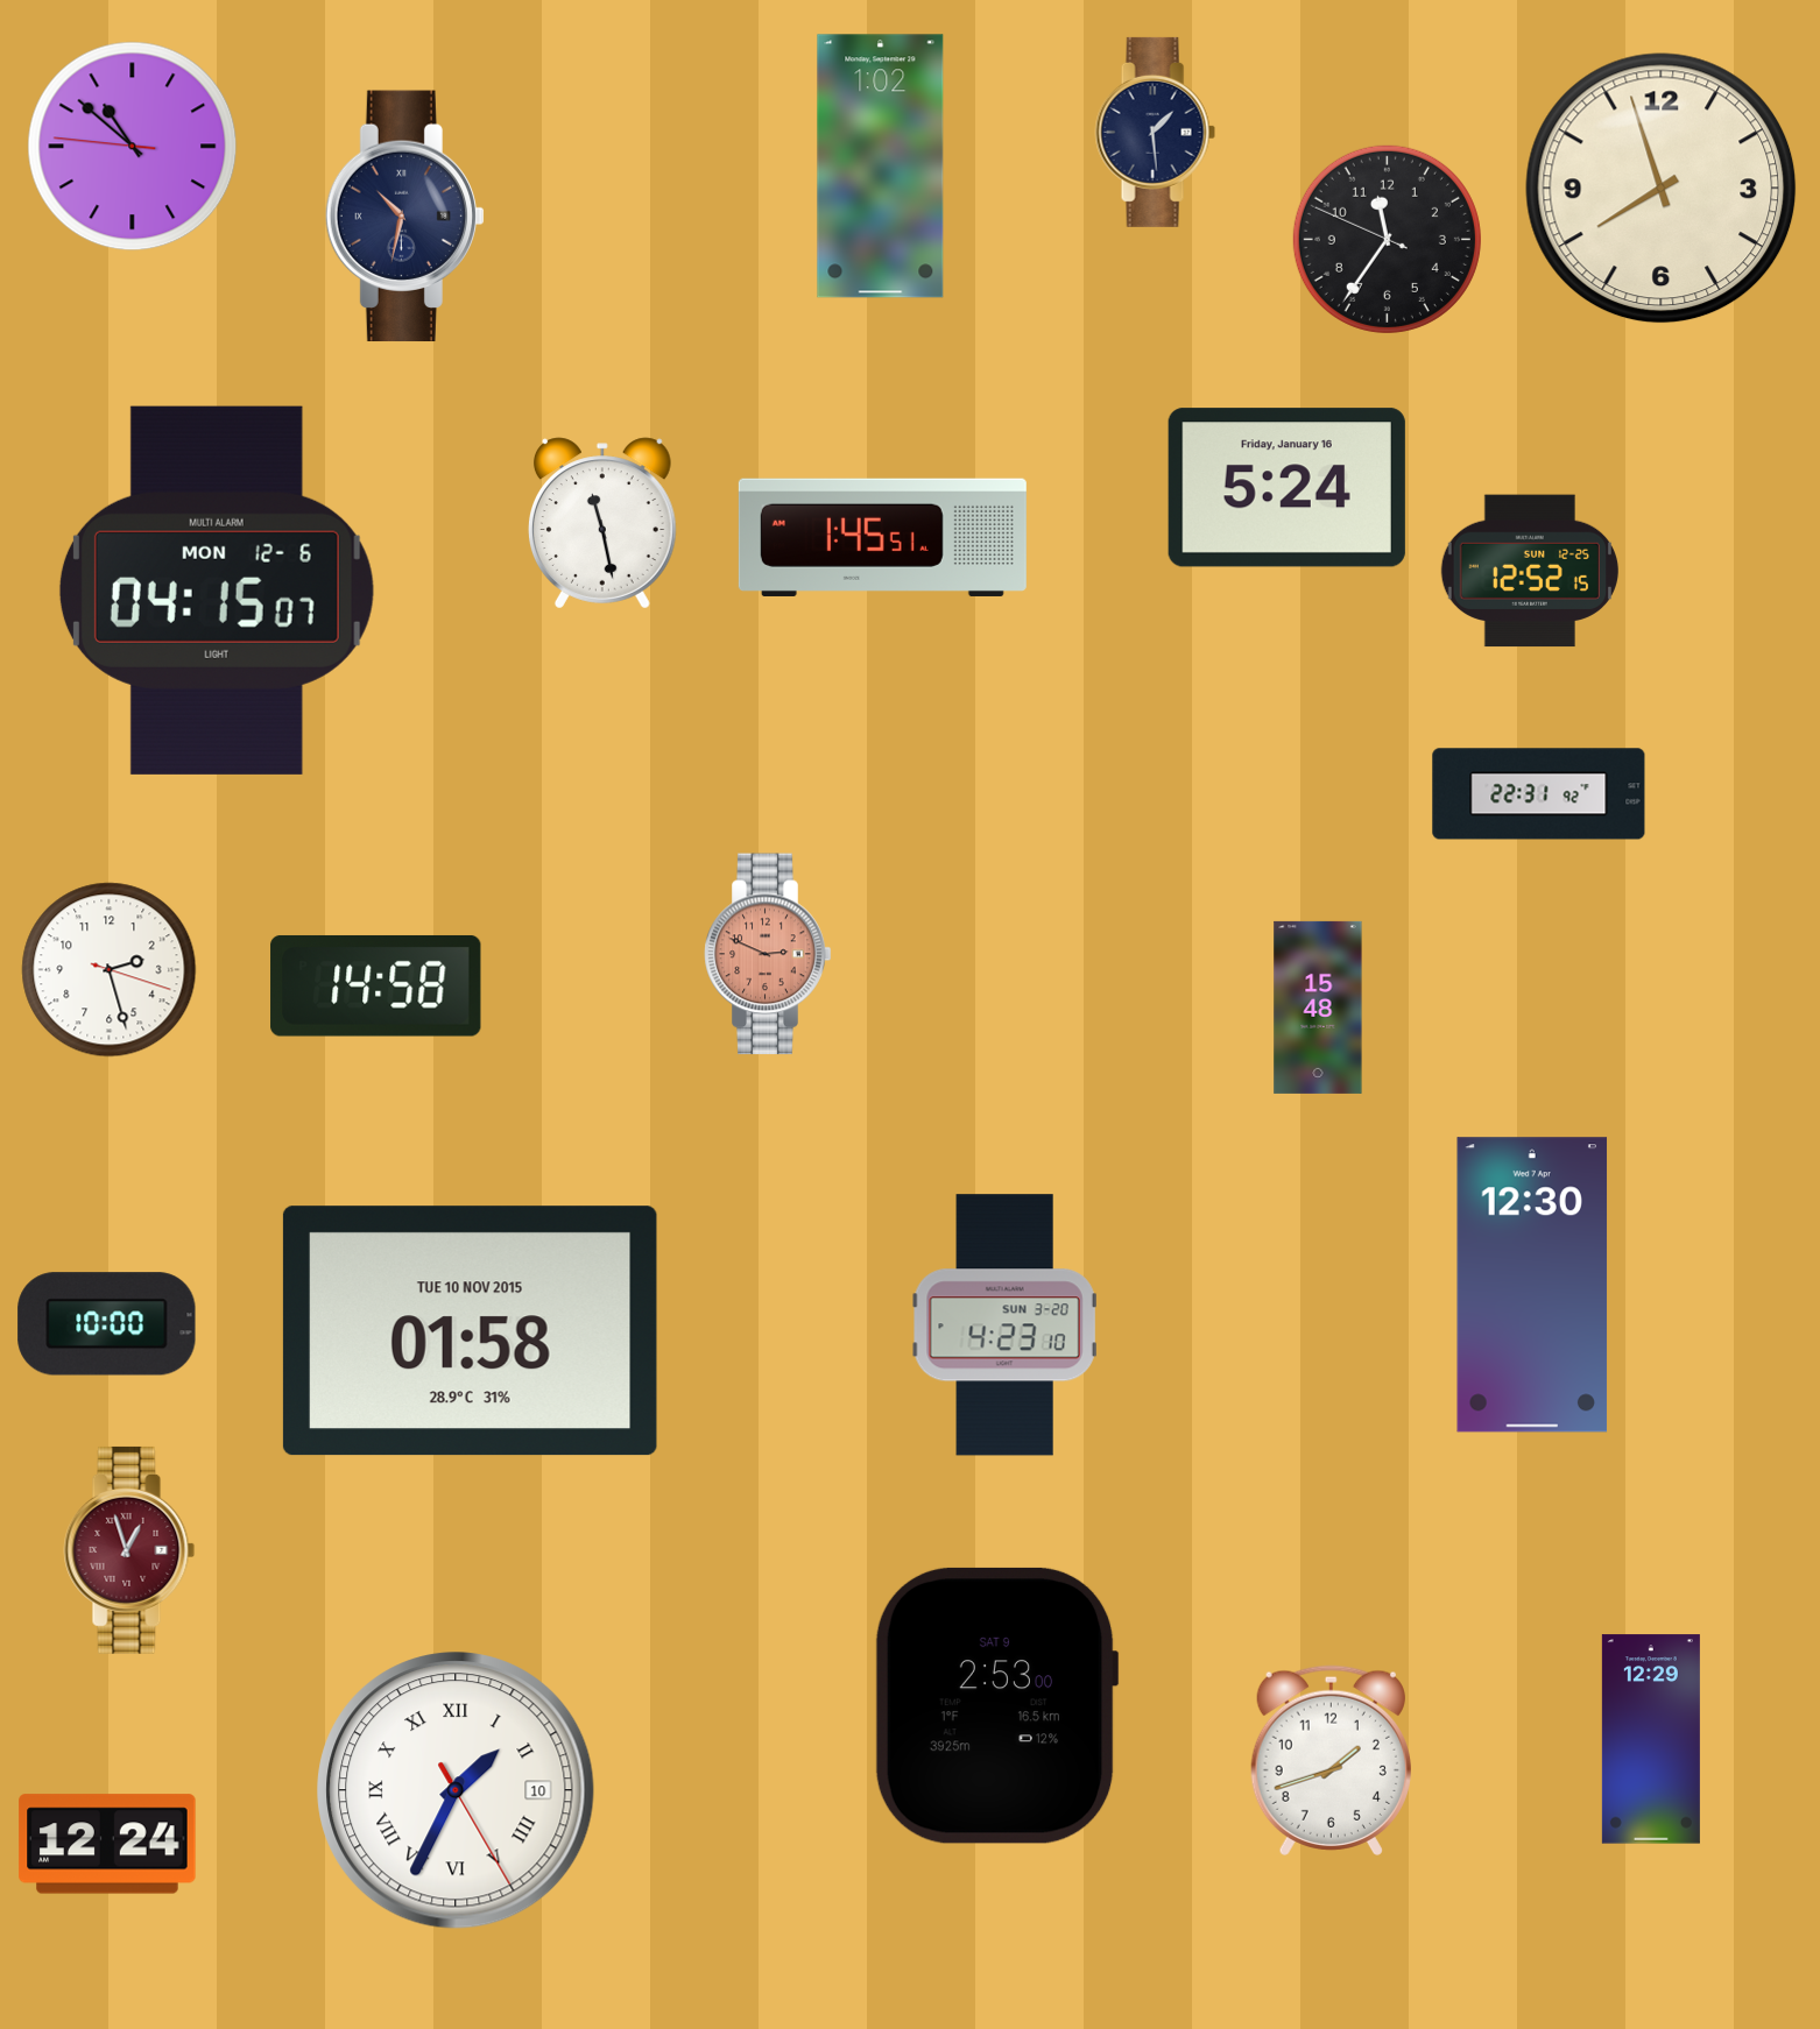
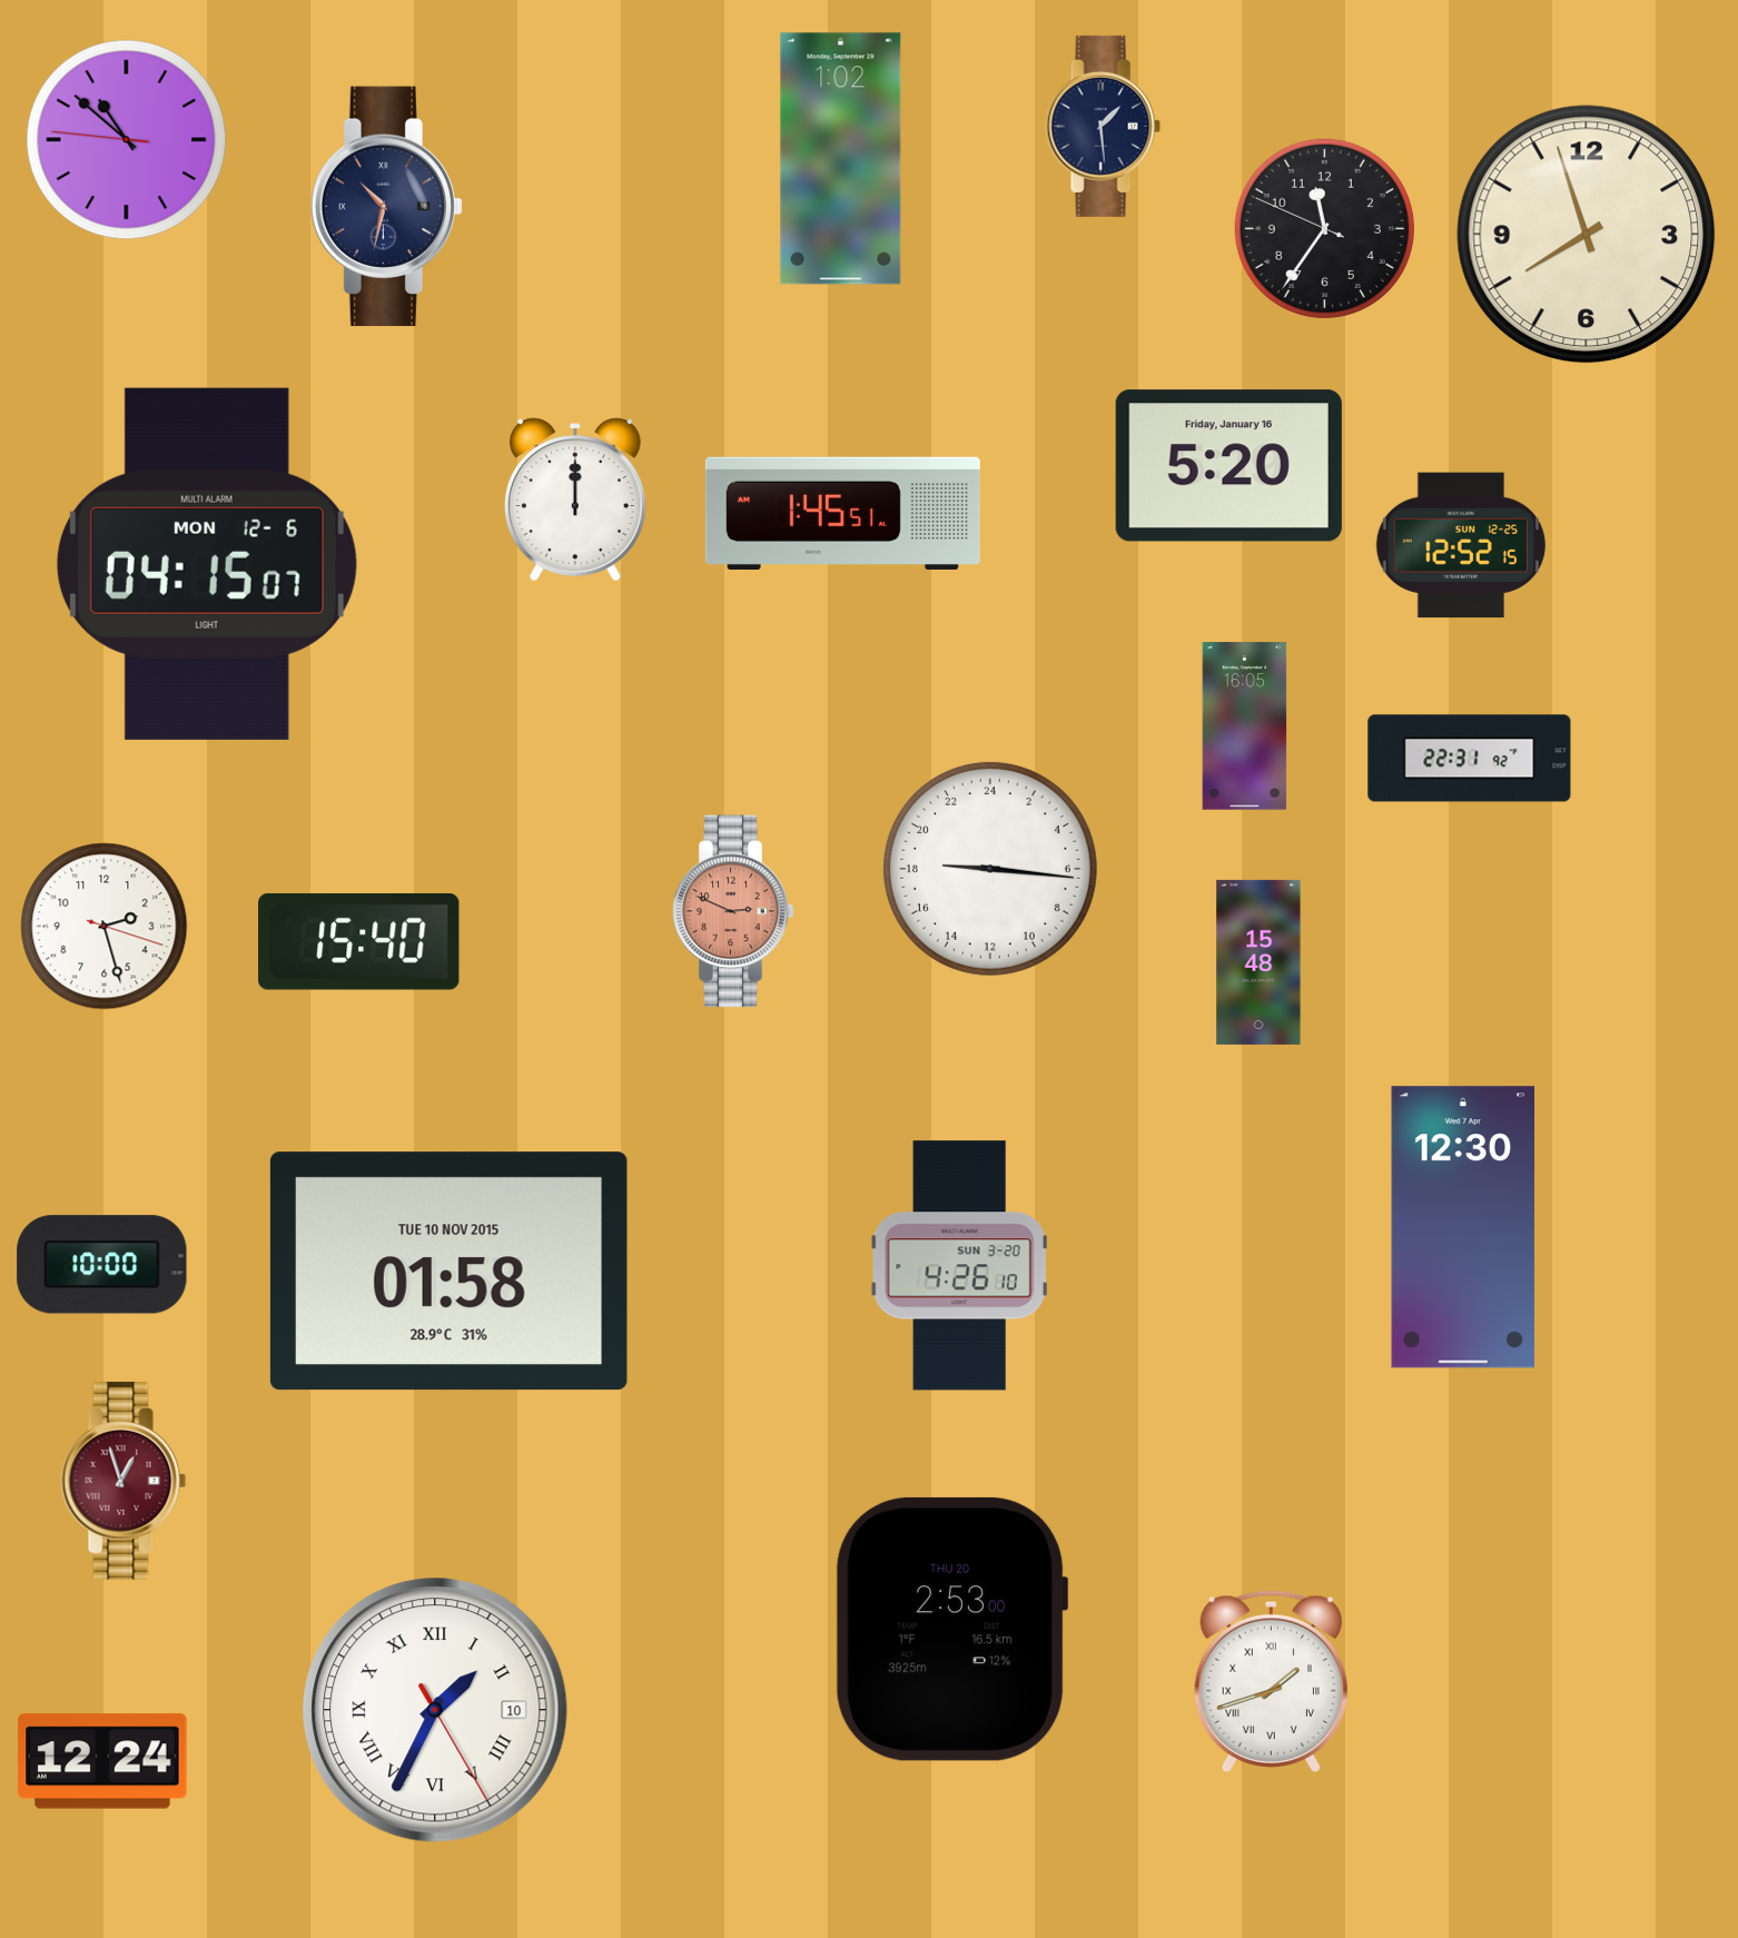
clock at (1662, 189) position: (1662, 189) -> (1587, 235)
clock at (1286, 488): 5:24 -> 5:20
clock at (602, 523): 11:28 -> 12:00
clock at (1245, 726): none -> 16:05
clock at (990, 869): none -> 18:16
clock at (376, 985): 14:58 -> 15:40
clock at (1006, 1325): 4:23 -> 4:26
clock at (996, 1705) date: SAT 9 -> THU 20
clock at (1651, 1739): 12:29 -> none
clock at (1331, 1760) numerals: Arabic -> Roman
